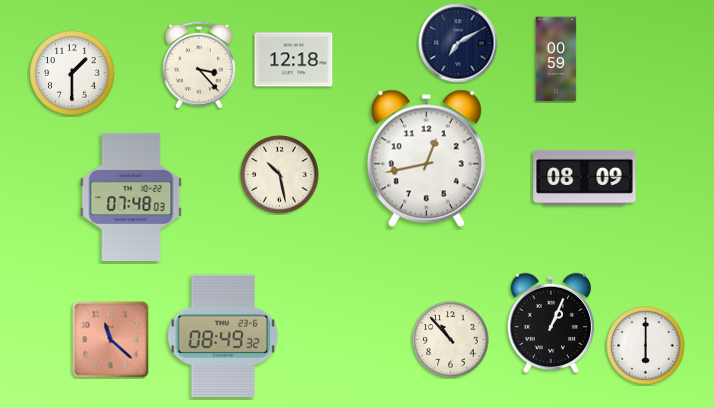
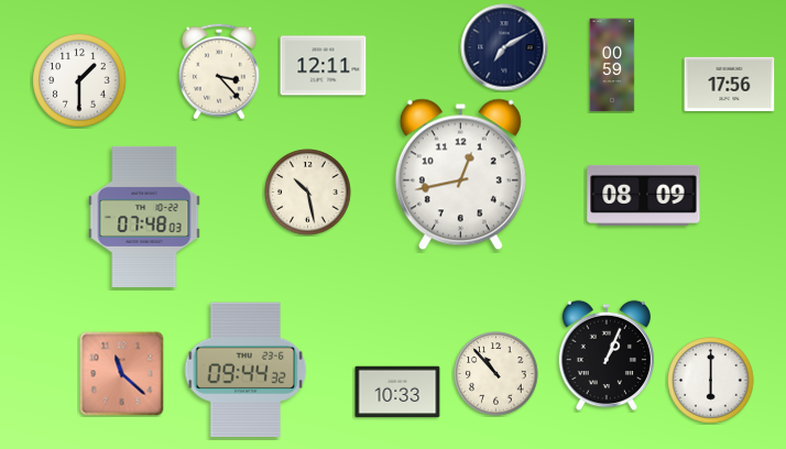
clock at (294, 60): 12:18 -> 12:11
clock at (730, 84): none -> 17:56
clock at (426, 159) position: (426, 159) -> (460, 175)
clock at (223, 336): 08:49 -> 09:44
clock at (397, 392): none -> 10:33
